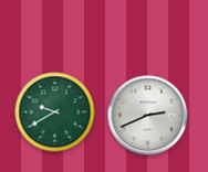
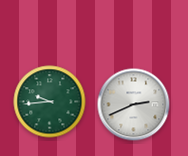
clock at (55, 112): 9:40 -> 9:44
